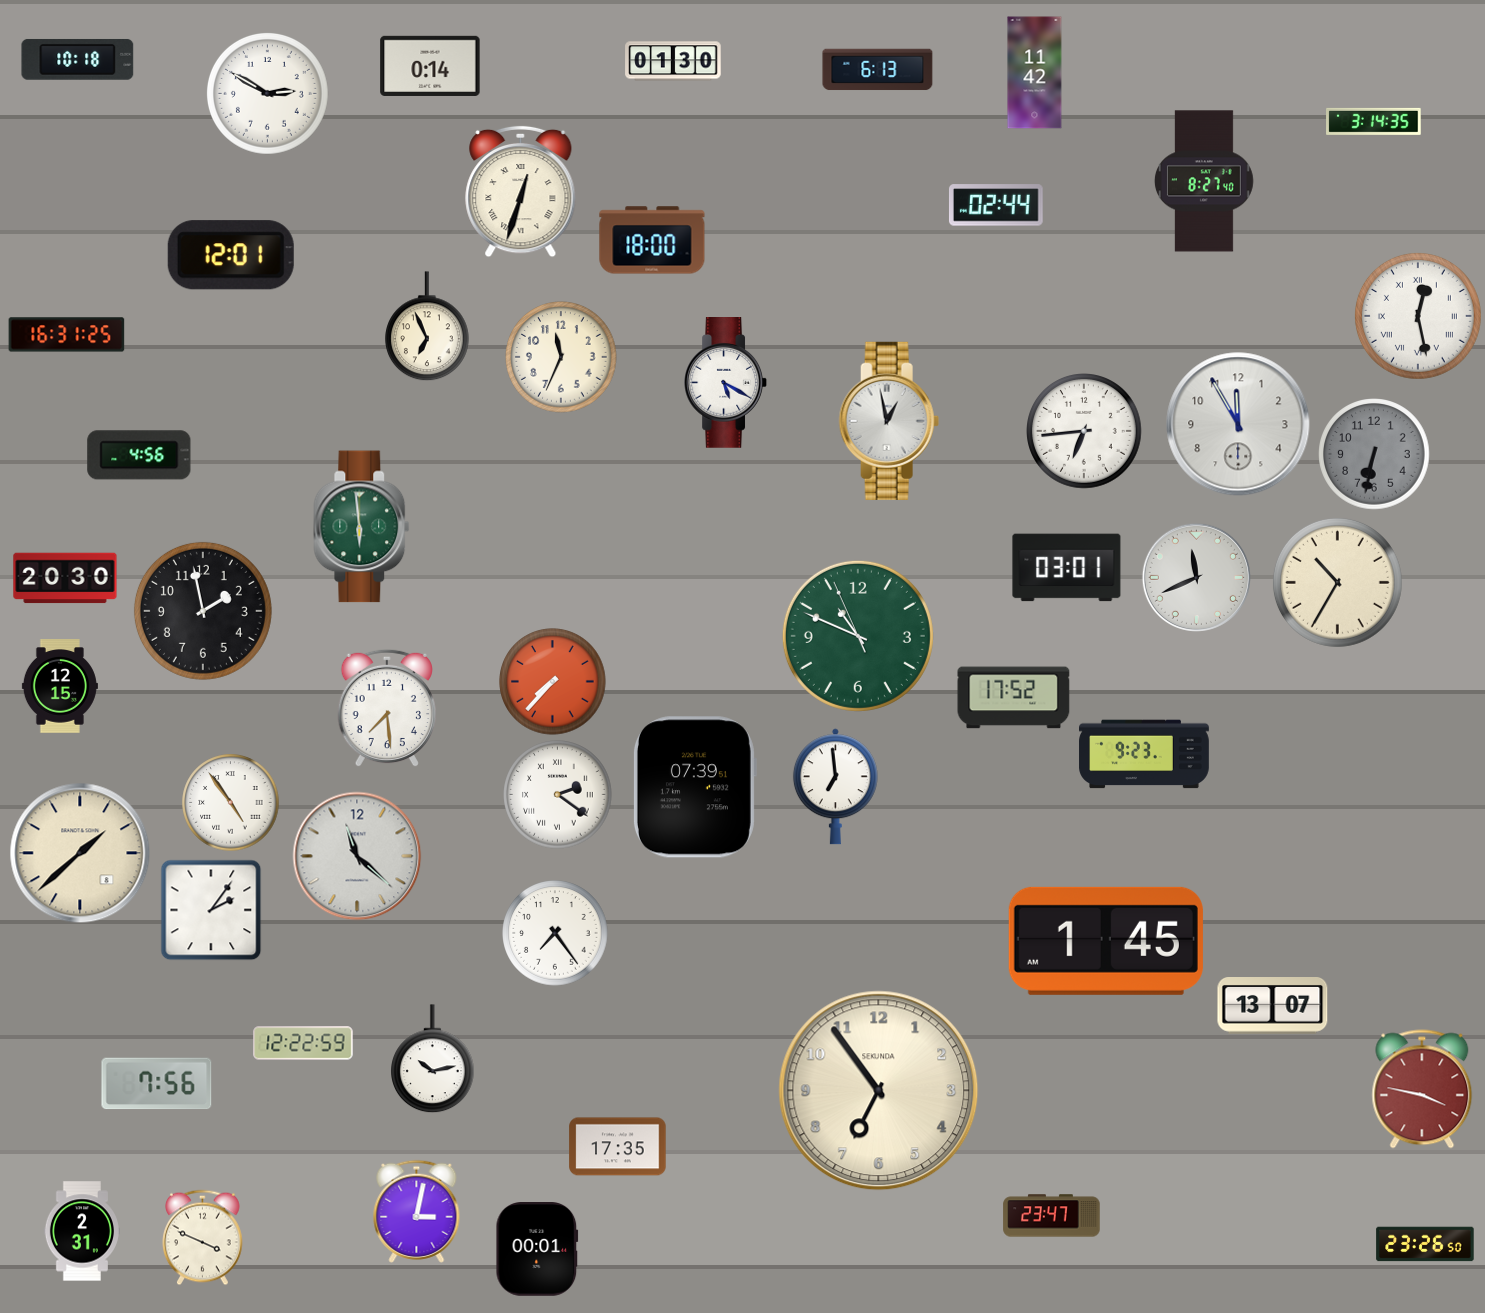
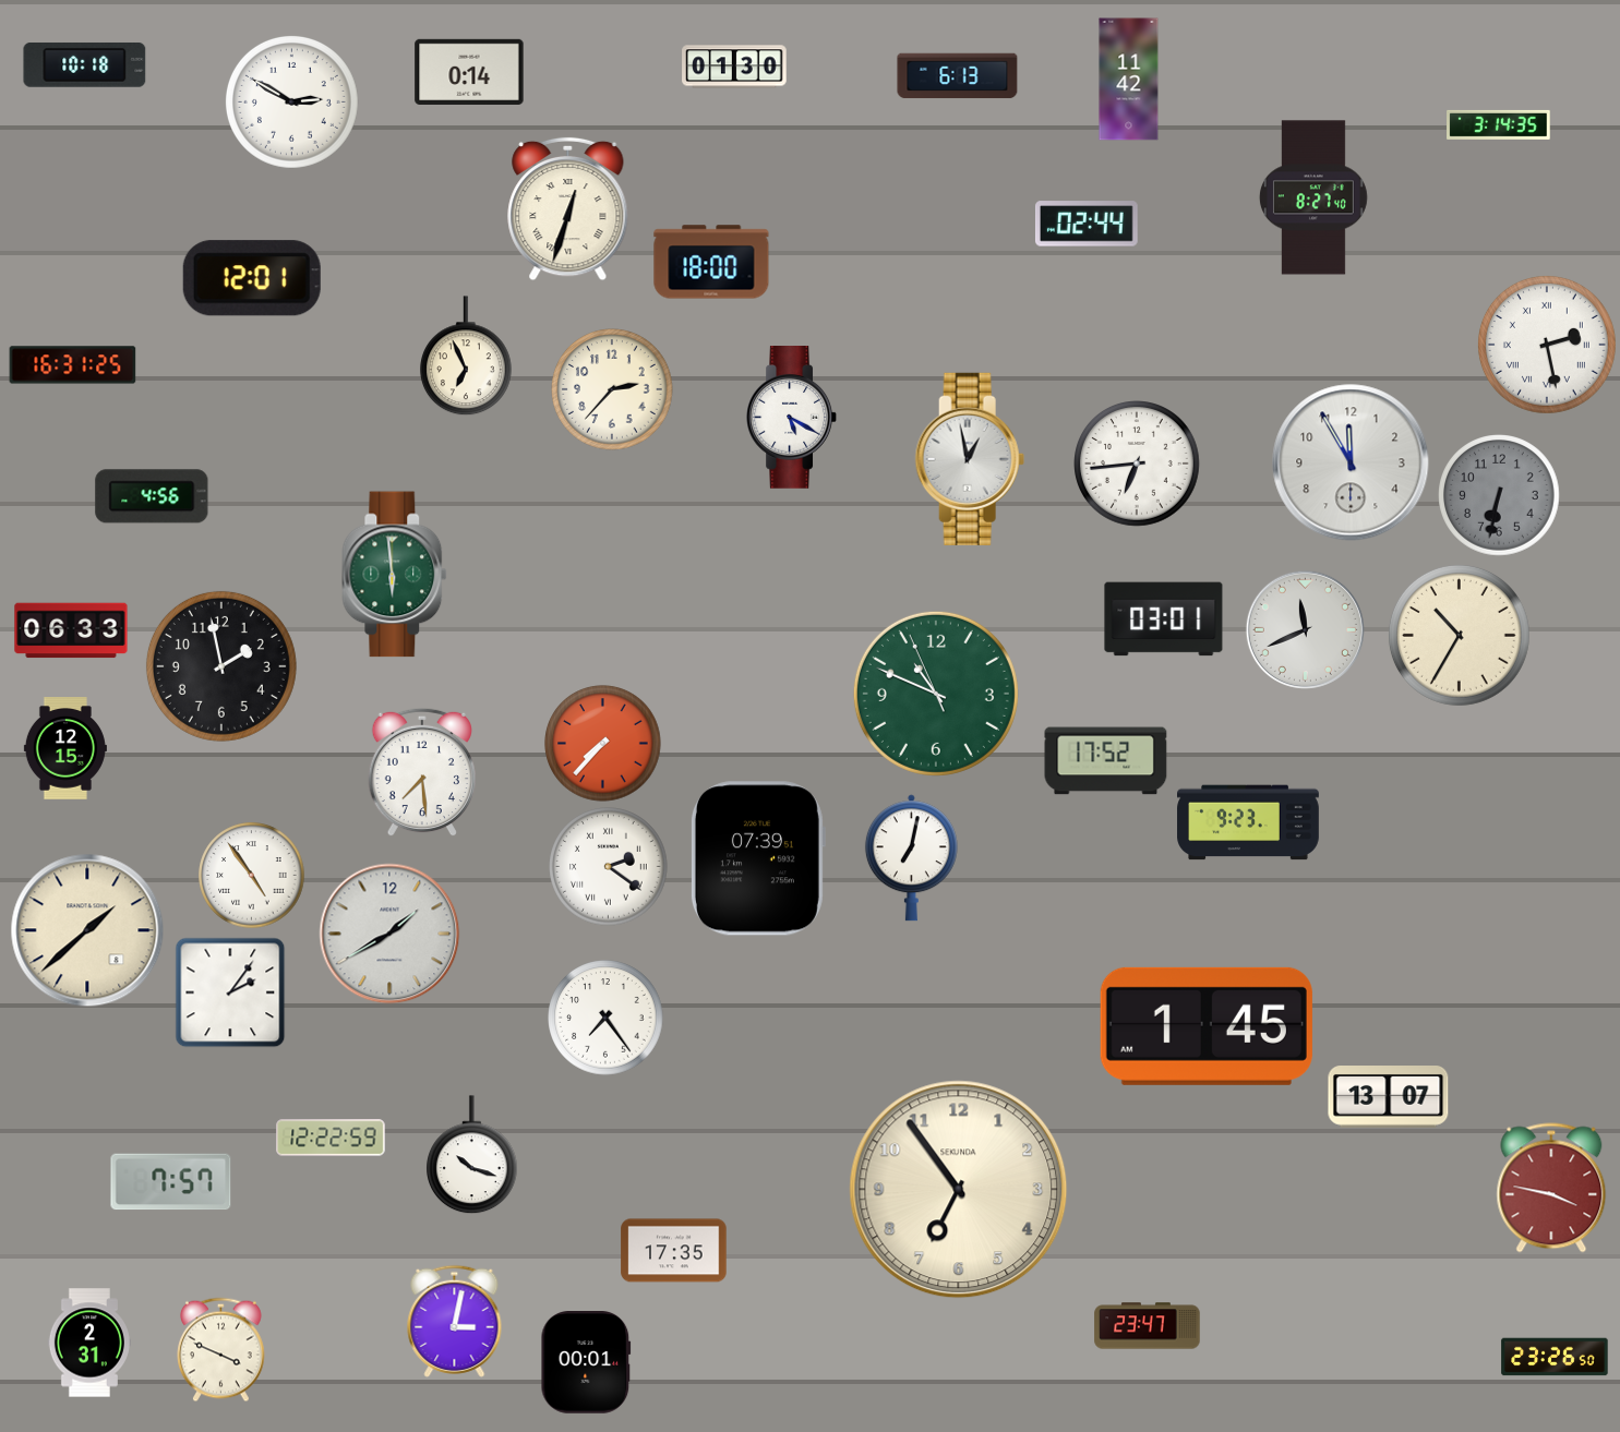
clock at (1374, 121) position: (1374, 121) -> (1499, 124)
clock at (1418, 316): 12:28 -> 2:28
clock at (561, 357): 11:34 -> 2:37
clock at (1085, 432) position: (1085, 432) -> (1138, 465)
clock at (65, 578): 20:30 -> 06:33
clock at (835, 787): 6:59 -> 7:02
clock at (357, 856): 11:22 -> 1:40
clock at (433, 1059): 10:13 -> 10:18
clock at (157, 1084): 7:56 -> 7:57
